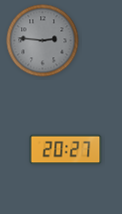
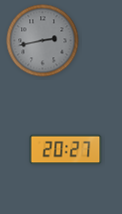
clock at (43, 41): 2:46 -> 2:43
